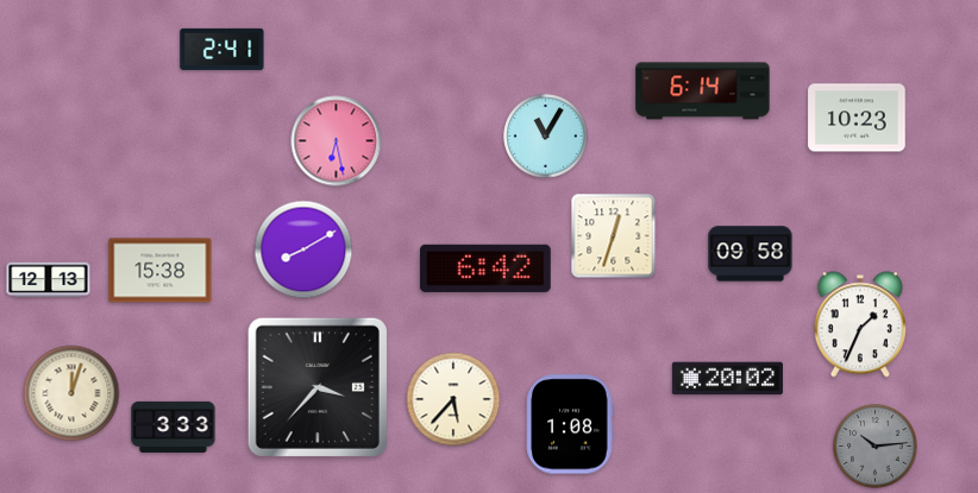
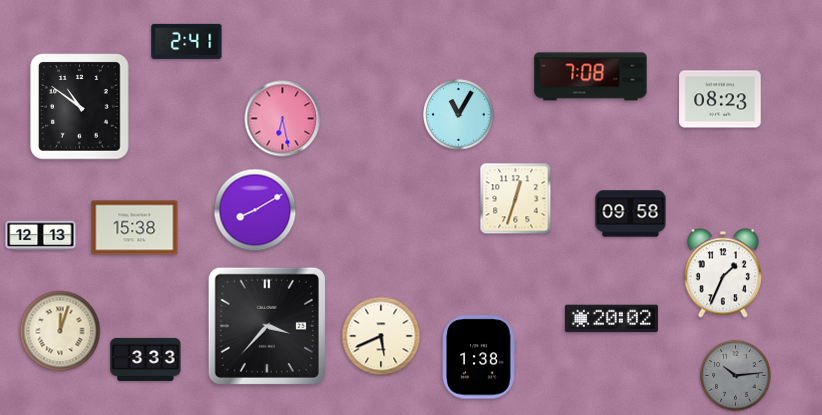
clock at (703, 91): 6:14 -> 7:08
clock at (857, 118): 10:23 -> 08:23
clock at (80, 107): none -> 10:51
clock at (485, 268): 6:42 -> none
clock at (453, 399): 5:37 -> 5:41
clock at (570, 424): 1:08 -> 1:38
